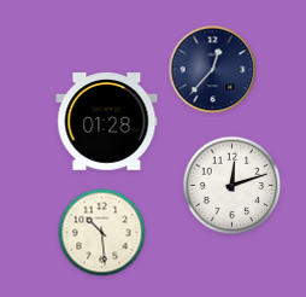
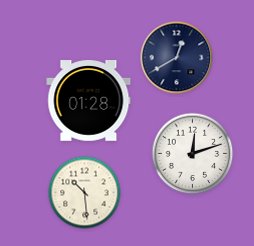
clock at (213, 70): 12:37 -> 12:40
